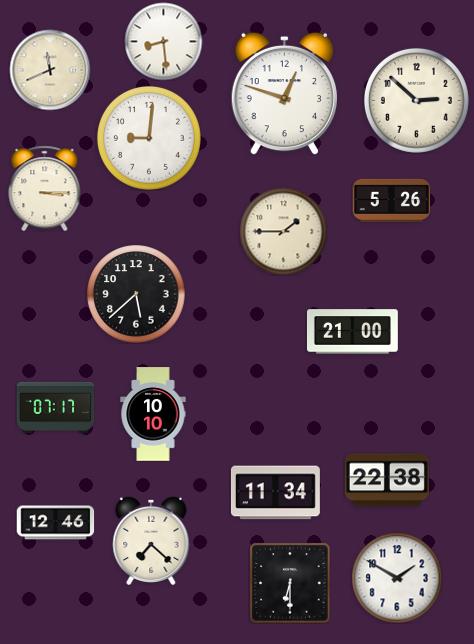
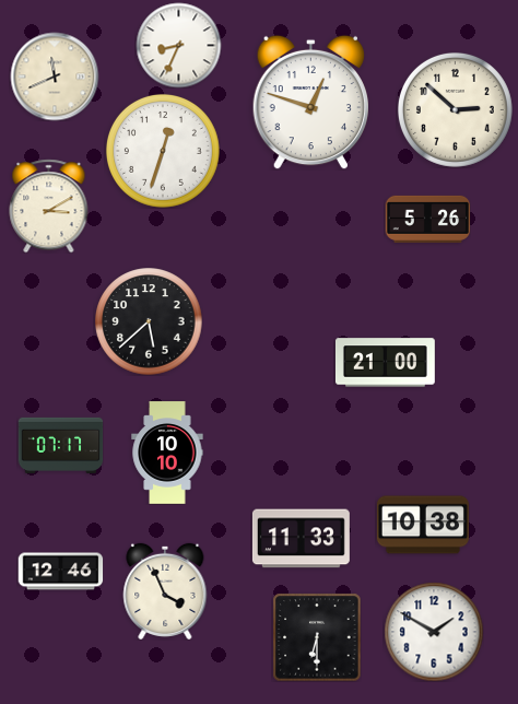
clock at (163, 41): 8:29 -> 8:34
clock at (149, 138): 9:01 -> 12:33
clock at (45, 188): 3:15 -> 3:10
clock at (283, 231): 1:45 -> none
clock at (387, 480): 22:38 -> 10:38
clock at (275, 493): 11:34 -> 11:33
clock at (151, 541): 7:22 -> 3:56
